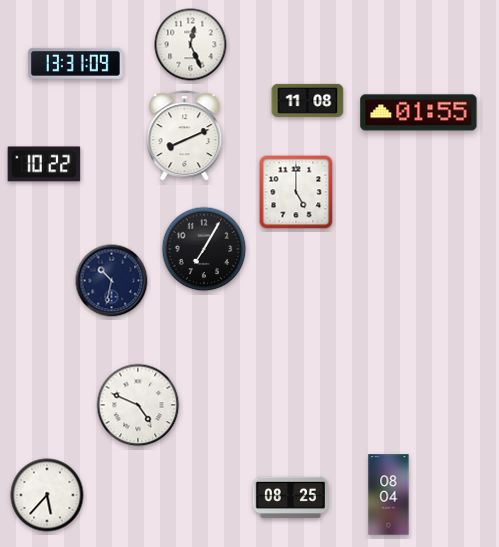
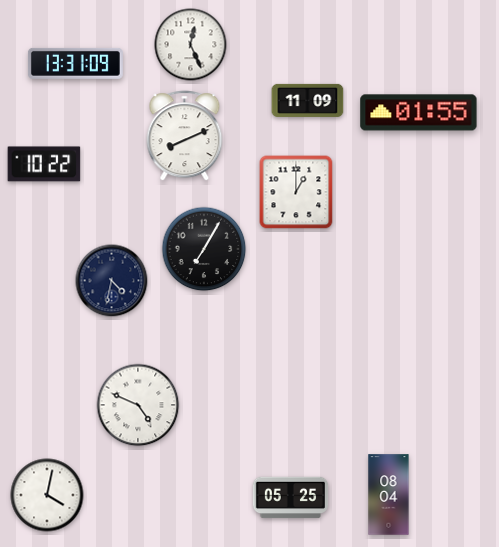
clock at (308, 100): 11:08 -> 11:09
clock at (296, 192): 5:00 -> 1:00
clock at (112, 281): 10:32 -> 4:32
clock at (47, 495): 5:37 -> 4:02
clock at (291, 498): 08:25 -> 05:25
